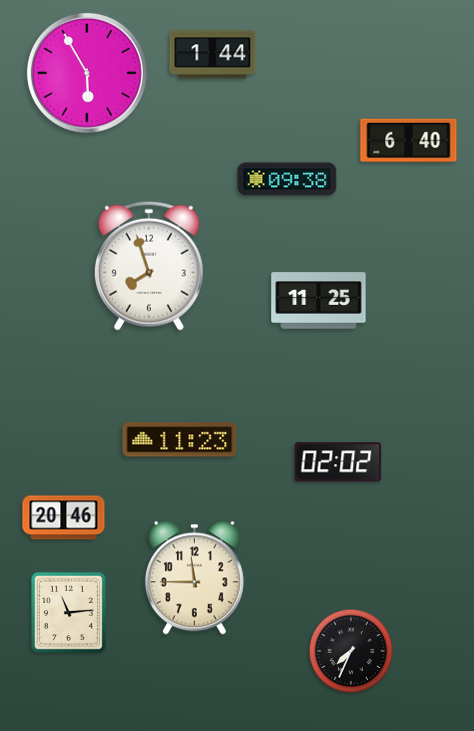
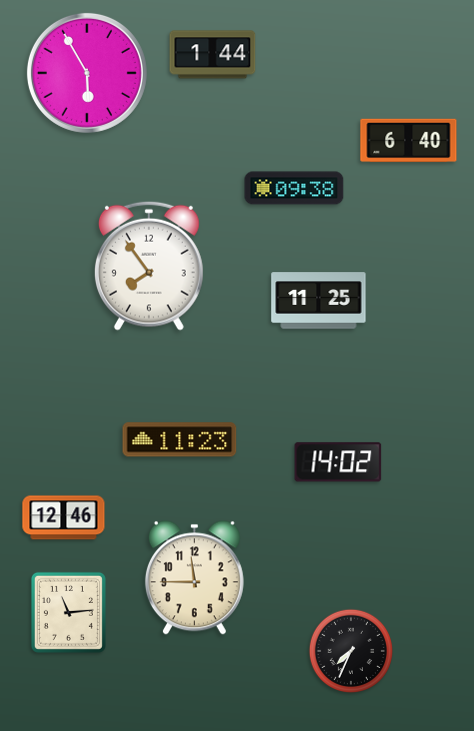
clock at (287, 179) position: (287, 179) -> (294, 188)
clock at (149, 266): 7:57 -> 7:54
clock at (338, 462): 02:02 -> 14:02
clock at (64, 518): 20:46 -> 12:46
